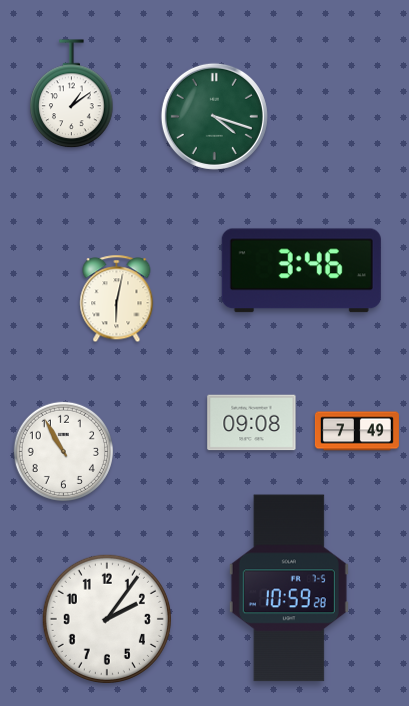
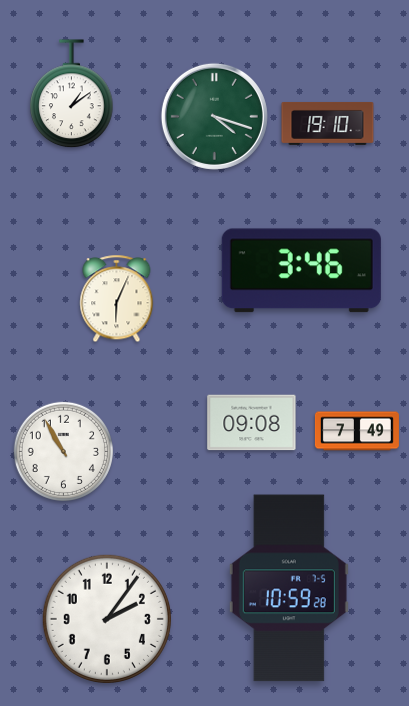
clock at (328, 123): none -> 19:10
clock at (117, 299): 6:02 -> 6:04
